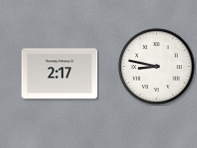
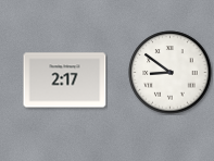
clock at (157, 67): 8:47 -> 8:51
